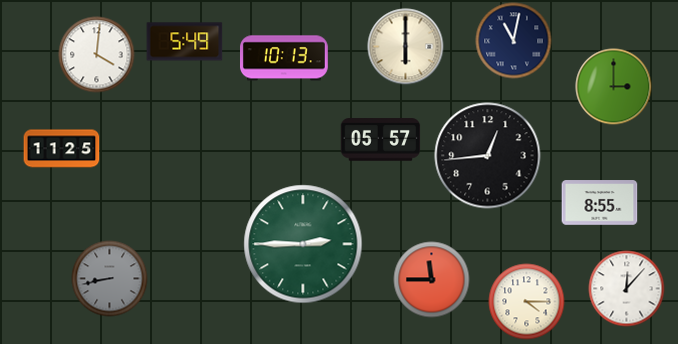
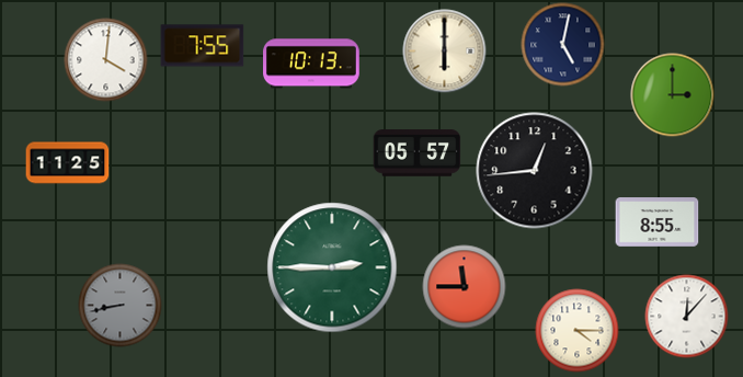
clock at (514, 41): 11:02 -> 5:02
clock at (185, 42): 5:49 -> 7:55
clock at (432, 280) position: (432, 280) -> (465, 287)
